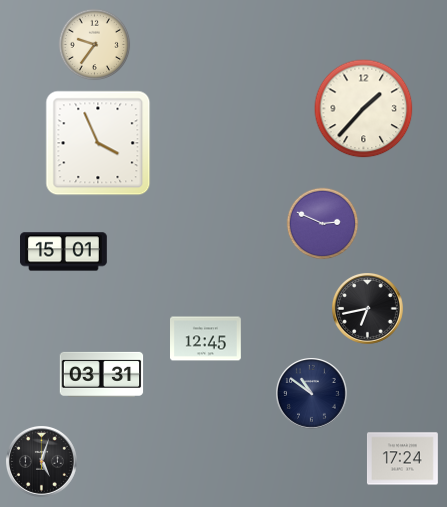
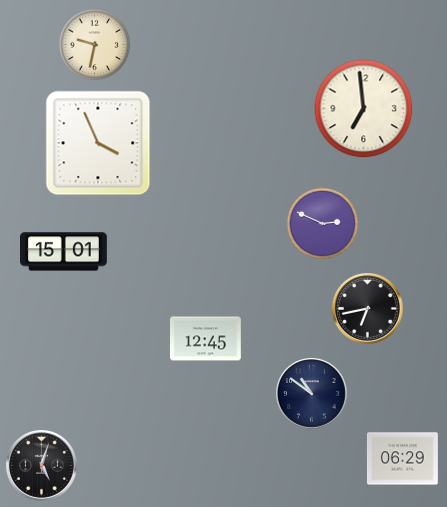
clock at (95, 45): 9:36 -> 9:32
clock at (364, 109): 1:37 -> 6:59
clock at (102, 374): 03:31 -> none
clock at (402, 459): 17:24 -> 06:29
clock at (42, 462) position: (42, 462) -> (42, 466)
